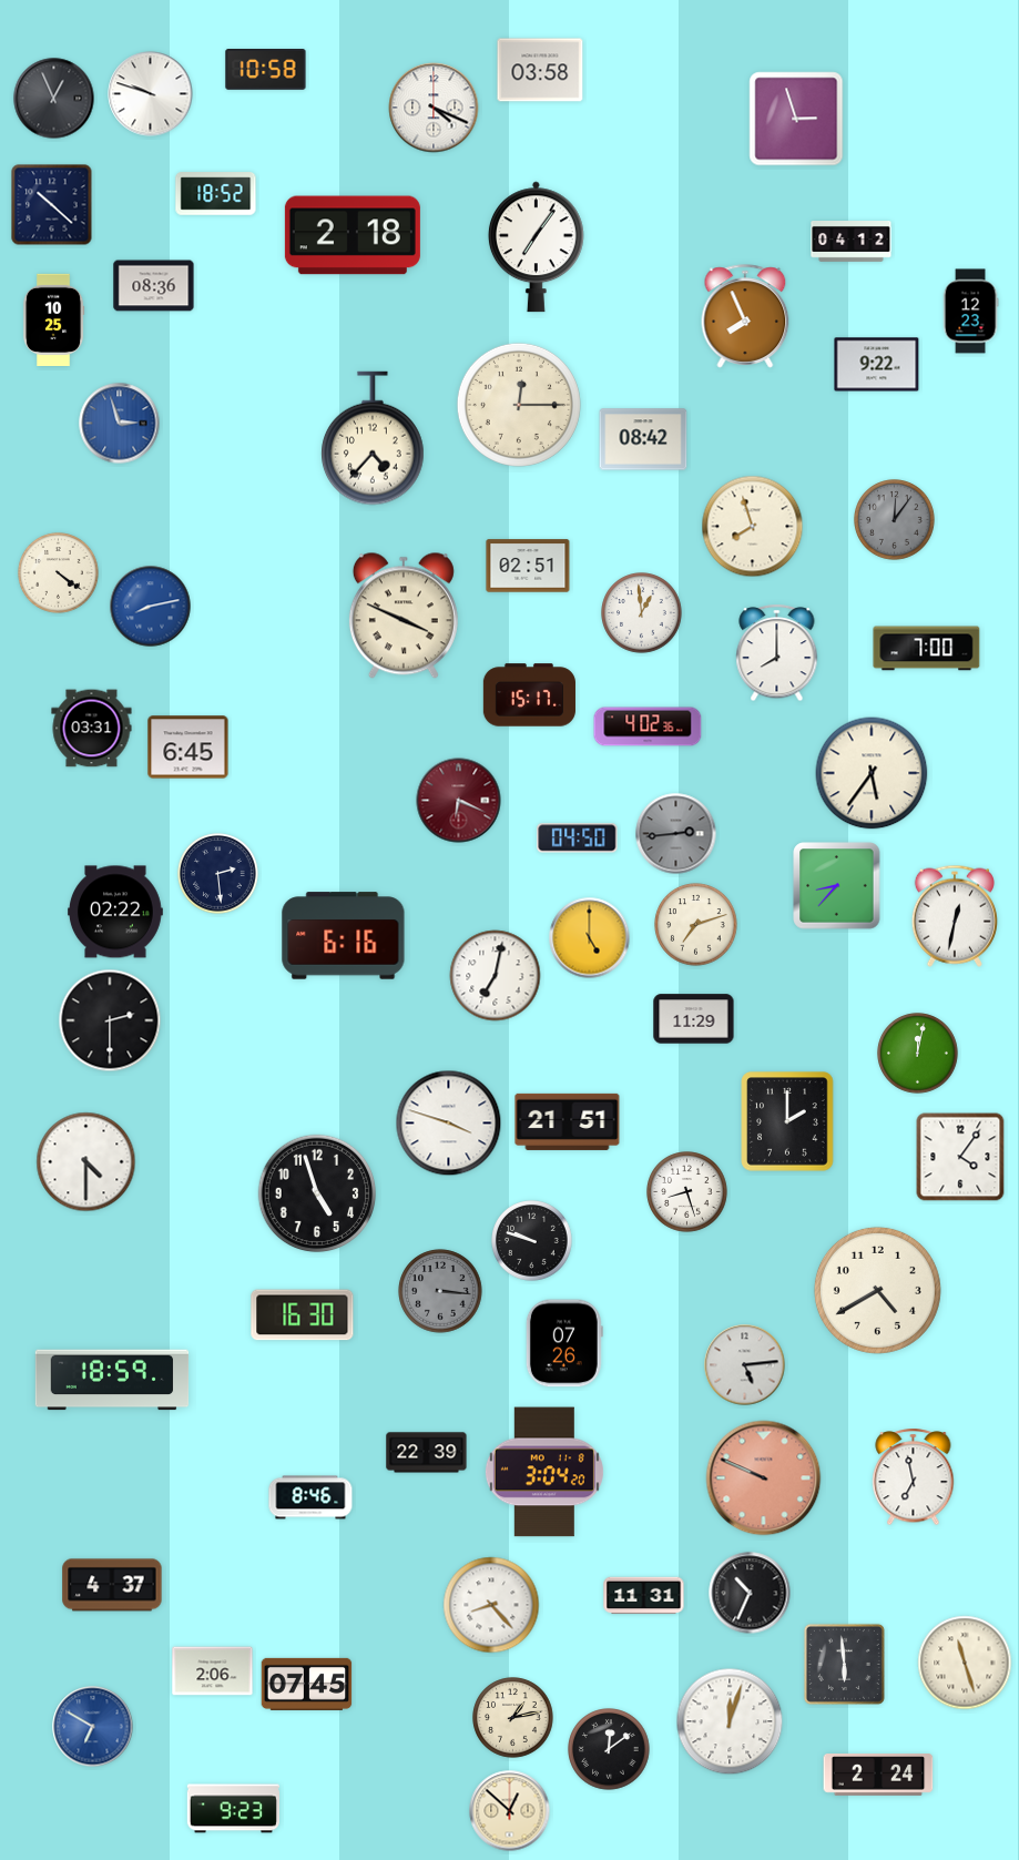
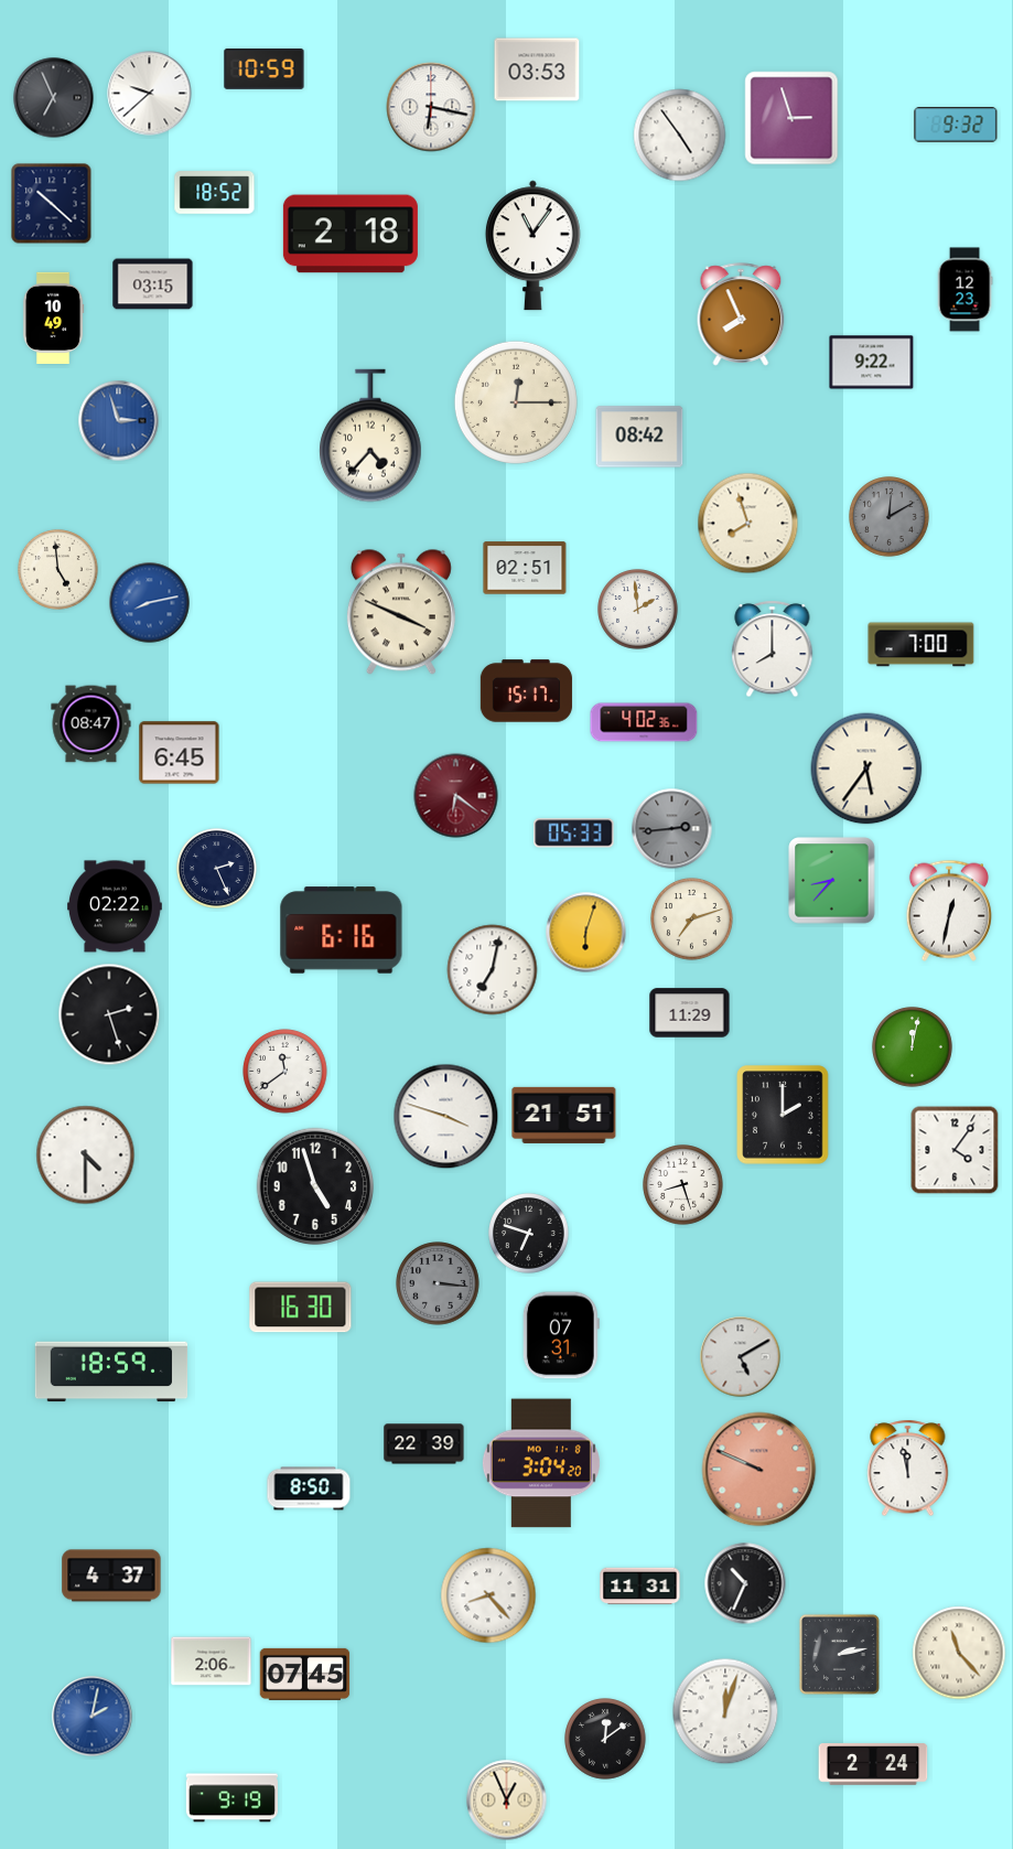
clock at (266, 70): 10:58 -> 10:59
clock at (540, 70): 03:58 -> 03:53
clock at (151, 94): 9:48 -> 9:38
clock at (54, 99): 12:56 -> 6:56
clock at (434, 108): 4:19 -> 6:17
clock at (956, 125): none -> 9:32
clock at (680, 136): none -> 4:54
clock at (852, 242): 04:12 -> none
clock at (536, 247): 7:06 -> 11:06
clock at (154, 286): 08:36 -> 03:15
clock at (970, 312) position: (970, 312) -> (964, 290)
clock at (53, 319): 10:25 -> 10:49
clock at (895, 520): 12:06 -> 12:10
clock at (528, 566) position: (528, 566) -> (525, 568)
clock at (59, 573): 4:21 -> 4:59
clock at (642, 613): 12:59 -> 1:59
clock at (92, 729): 03:31 -> 08:47
clock at (188, 748) position: (188, 748) -> (180, 753)
clock at (459, 801): 6:19 -> 6:21
clock at (578, 838): 04:50 -> 05:33
clock at (218, 874): 2:29 -> 2:26
clock at (590, 938): 5:00 -> 6:03
clock at (110, 1020): 2:30 -> 2:27
clock at (285, 1072): none -> 11:39
clock at (532, 1241): 9:48 -> 6:48
clock at (877, 1290): 4:40 -> none
clock at (564, 1343): 07:26 -> 07:31
clock at (745, 1365): 5:14 -> 5:10
clock at (914, 1477): 6:58 -> 11:58
clock at (310, 1497): 8:46 -> 8:50
clock at (965, 1663): 11:27 -> 11:23
clock at (844, 1664): 5:59 -> 2:13
clock at (513, 1718): 1:13 -> none
clock at (93, 1727): 6:50 -> 2:02
clock at (233, 1809): 9:23 -> 9:19
clock at (510, 1811): 12:52 -> 12:56
